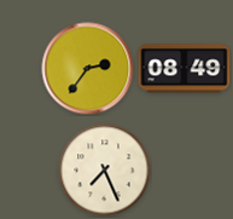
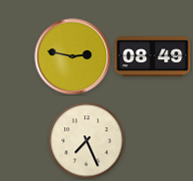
clock at (88, 69): 2:36 -> 2:47
